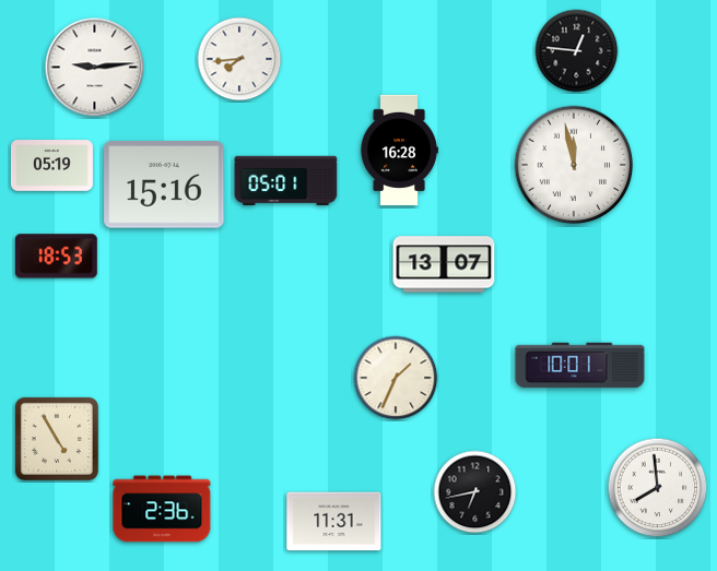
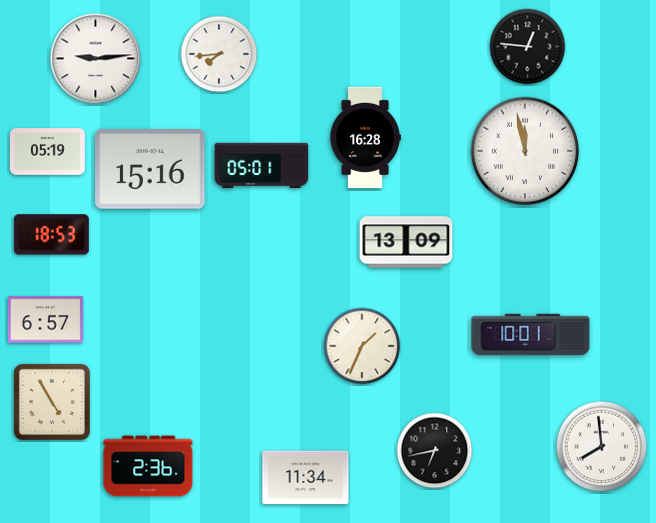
clock at (95, 68) position: (95, 68) -> (96, 59)
clock at (444, 264): 13:07 -> 13:09
clock at (45, 320): none -> 6:57
clock at (334, 522): 11:31 -> 11:34
